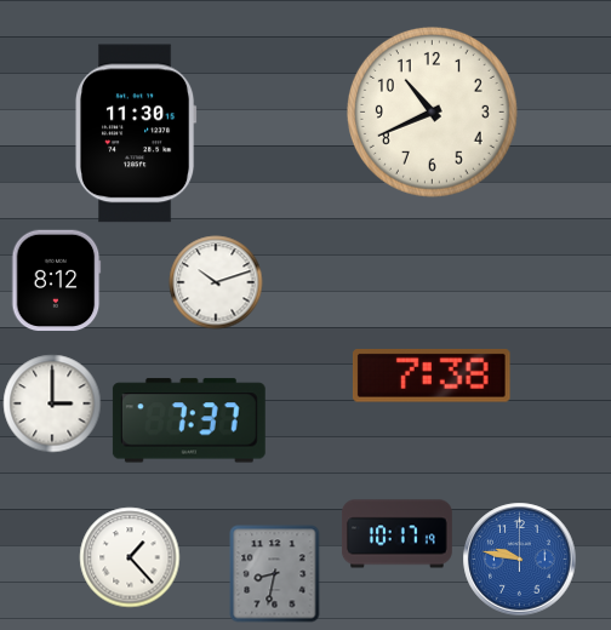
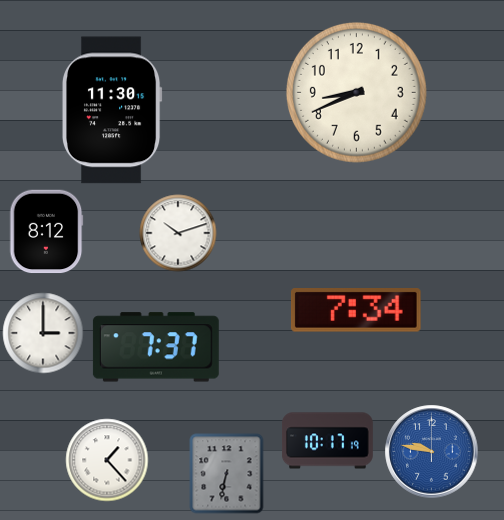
clock at (432, 111): 10:41 -> 8:41
clock at (432, 377): 7:38 -> 7:34
clock at (520, 560) position: (520, 560) -> (432, 452)
clock at (275, 574): 8:32 -> 6:32
